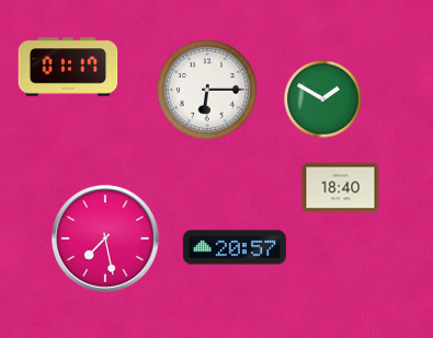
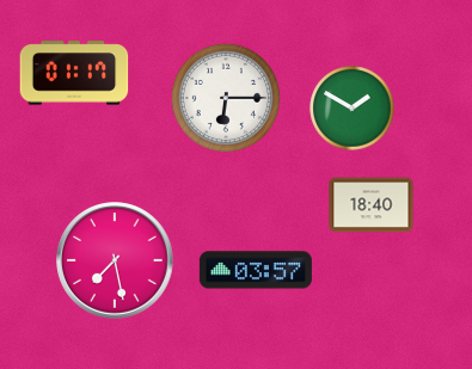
clock at (235, 247): 20:57 -> 03:57
